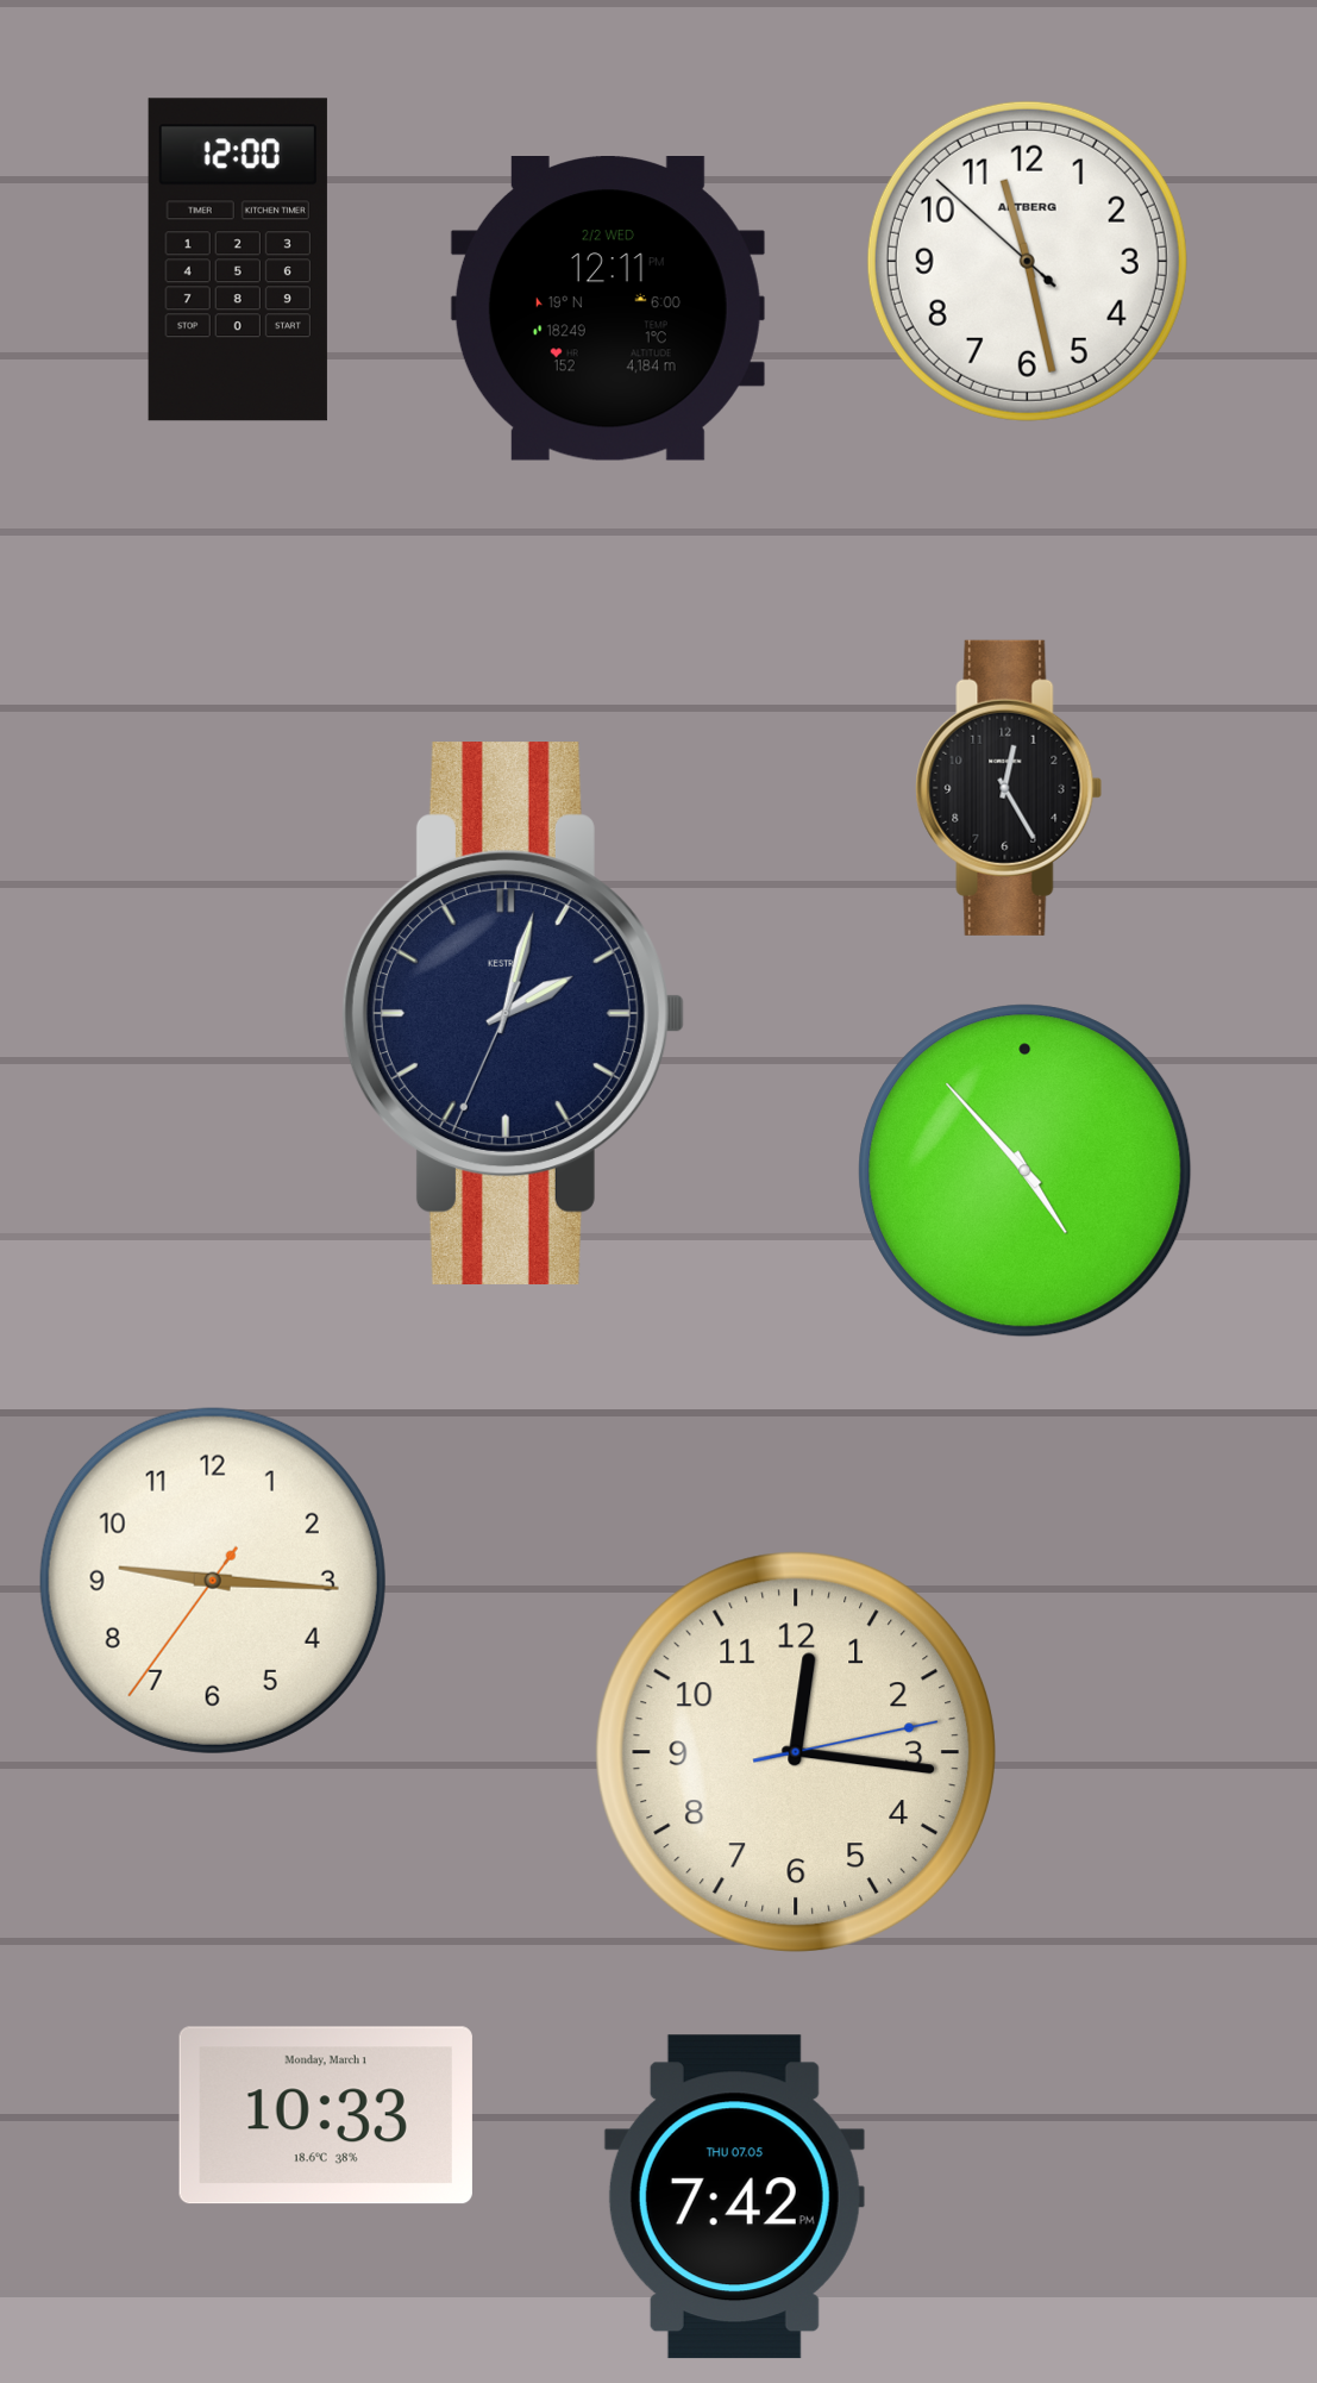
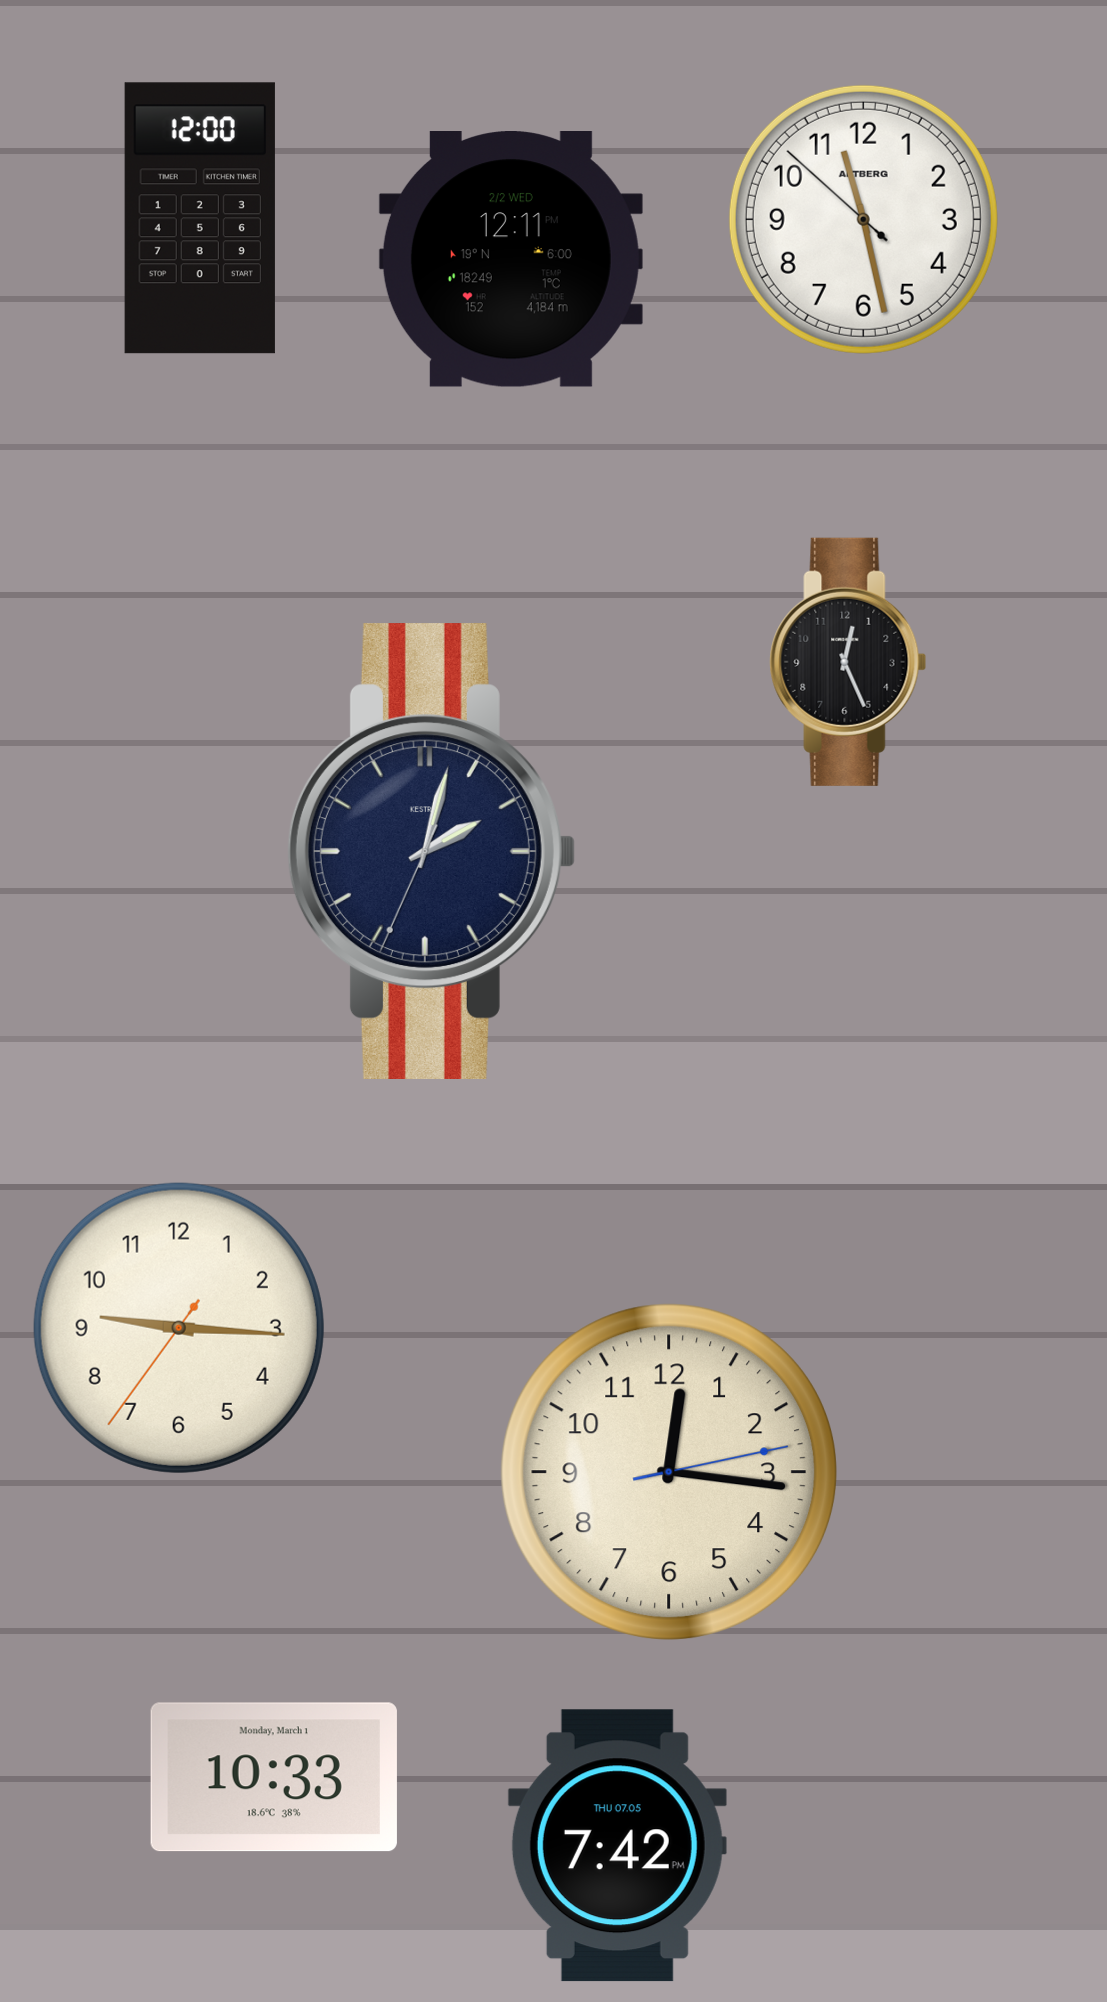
clock at (1009, 788): 12:25 -> 12:26
clock at (1026, 1171): 4:53 -> none
